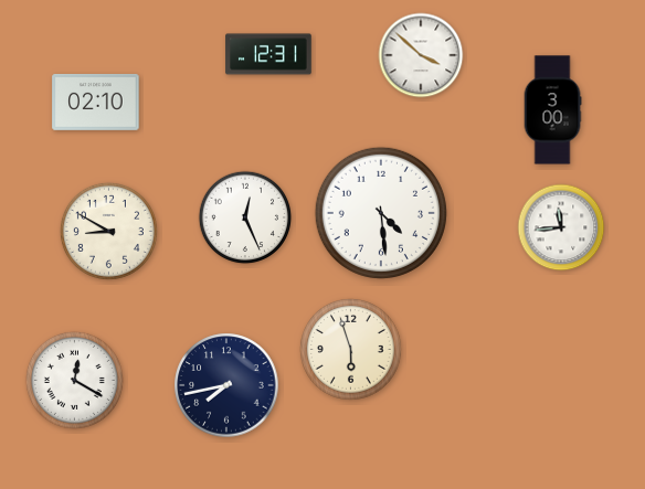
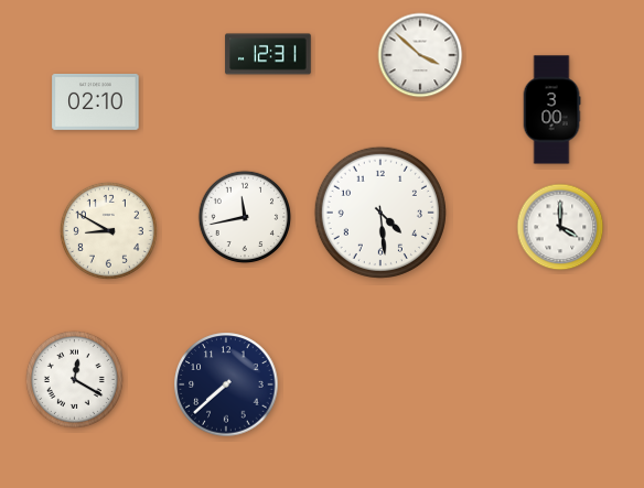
clock at (245, 217): 12:26 -> 11:43
clock at (561, 227): 11:44 -> 4:00
clock at (351, 350): 5:57 -> none
clock at (226, 385): 7:43 -> 7:38
